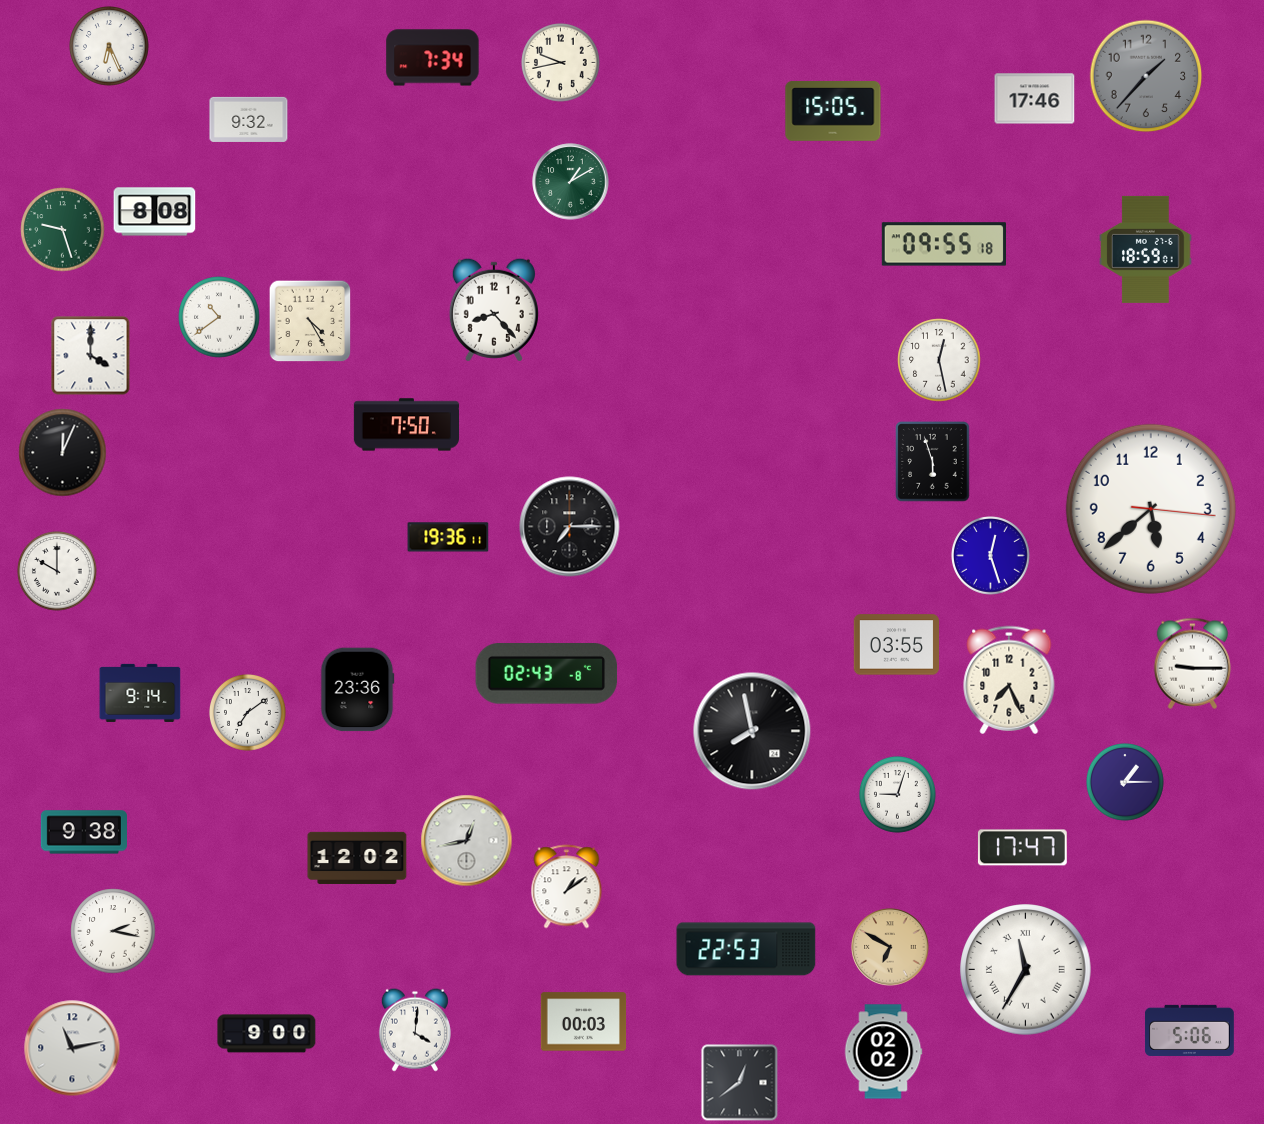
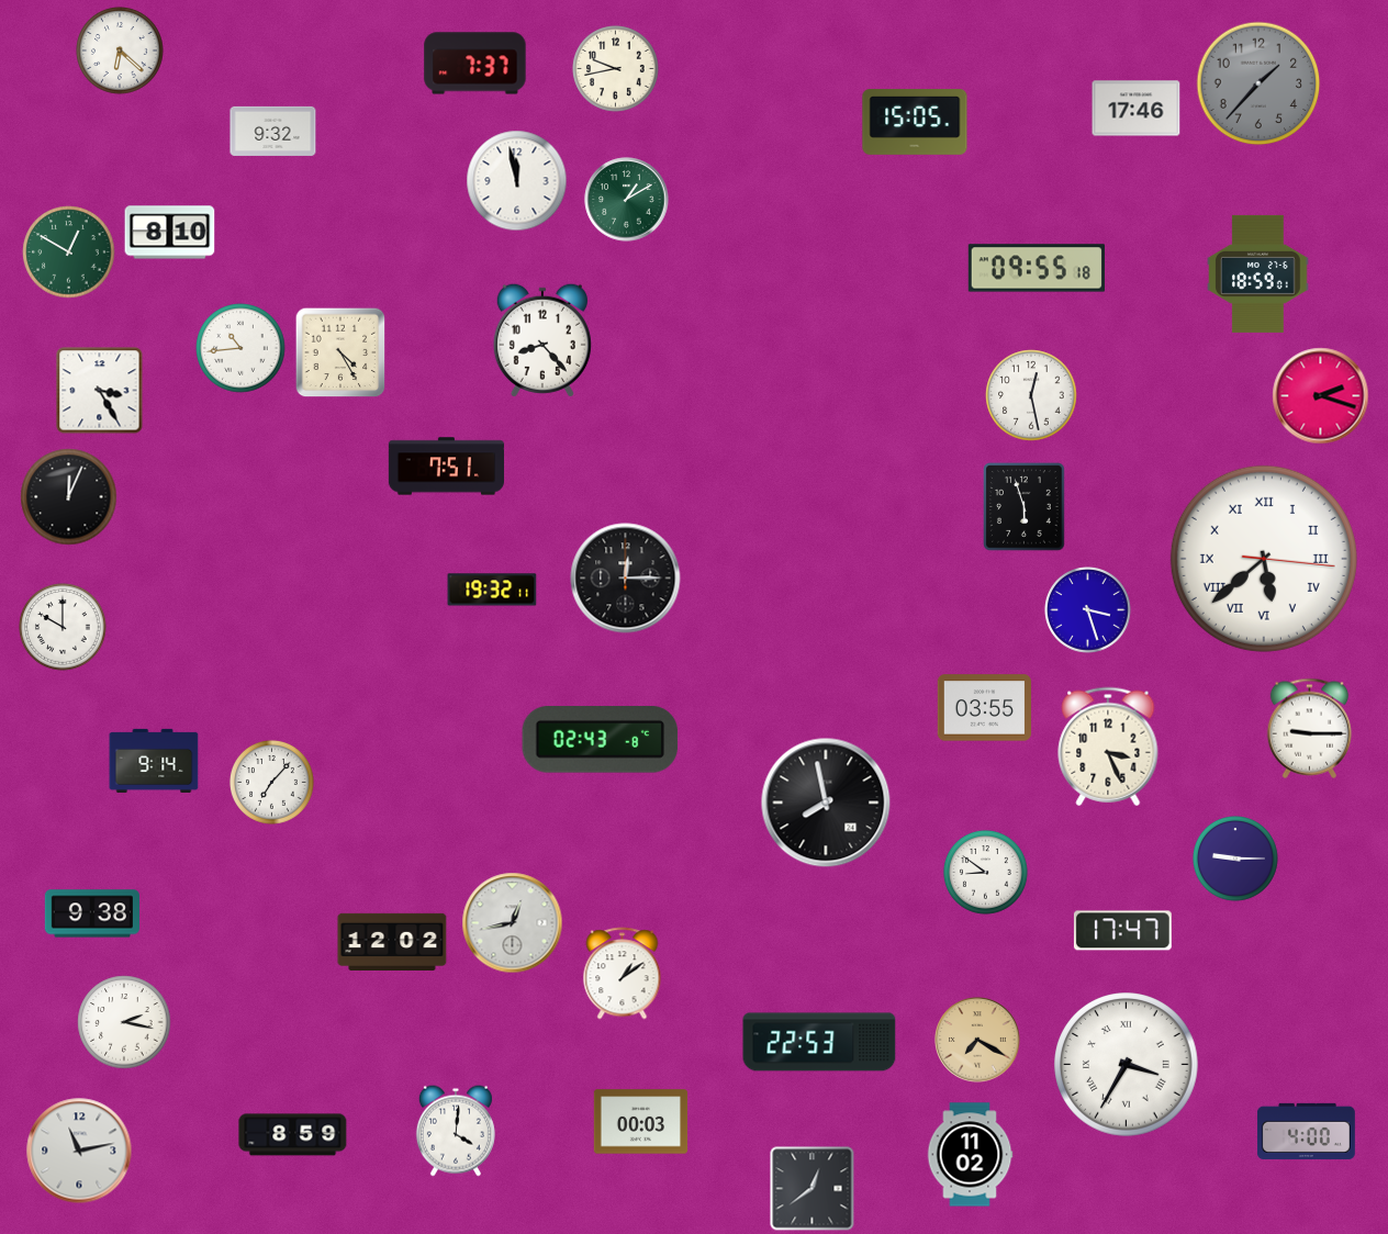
clock at (109, 46): 6:26 -> 6:22
clock at (433, 58): 7:34 -> 7:37
clock at (517, 181): none -> 11:58
clock at (155, 212): 8:08 -> 8:10
clock at (63, 230): 9:27 -> 12:50
clock at (219, 317): 10:39 -> 10:44
clock at (91, 356): 4:00 -> 3:25
clock at (1321, 396): none -> 2:18
clock at (406, 425): 7:50 -> 7:51
clock at (1151, 509) numerals: Arabic -> Roman
clock at (570, 527): 7:15 -> 12:15
clock at (448, 537): 19:36 -> 19:32
clock at (991, 556): 12:27 -> 3:27
clock at (1009, 680): 7:26 -> 3:26
clock at (358, 690): 23:36 -> none
clock at (247, 712): 7:09 -> 7:07
clock at (1126, 783): 1:15 -> 9:15
clock at (897, 794): 9:03 -> 8:51
clock at (890, 947): 6:50 -> 7:20
clock at (1026, 970): 11:35 -> 3:35
clock at (1190, 1030): 5:06 -> 4:00
clock at (267, 1034): 9:00 -> 8:59
clock at (883, 1052): 02:02 -> 11:02
